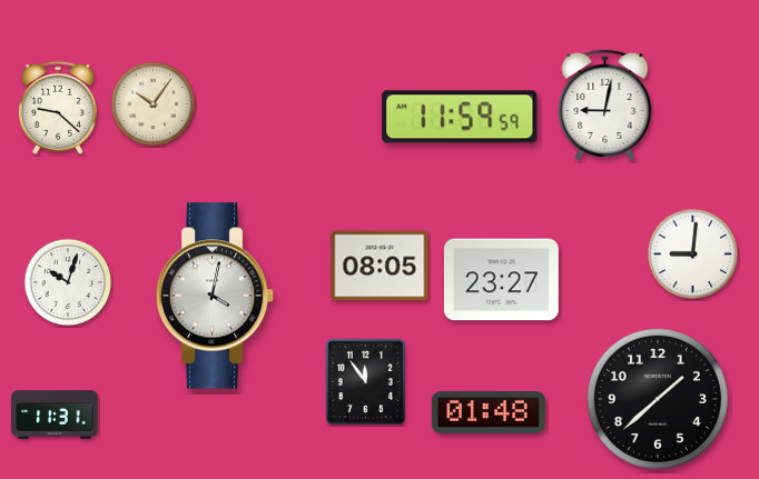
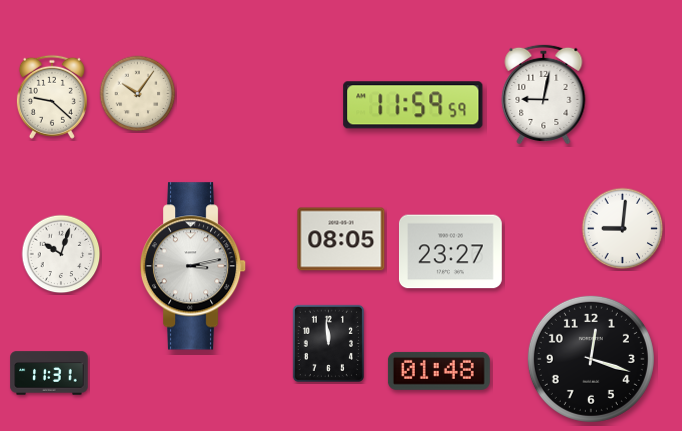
clock at (215, 296): 4:02 -> 3:13
clock at (365, 381): 11:54 -> 11:59
clock at (658, 399): 1:38 -> 12:18
